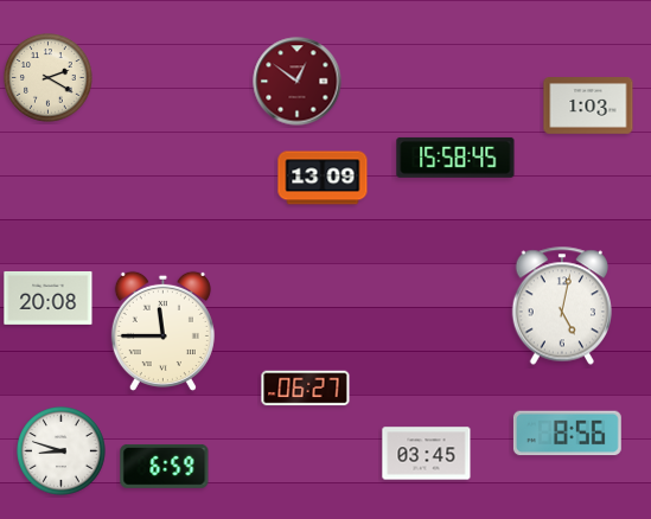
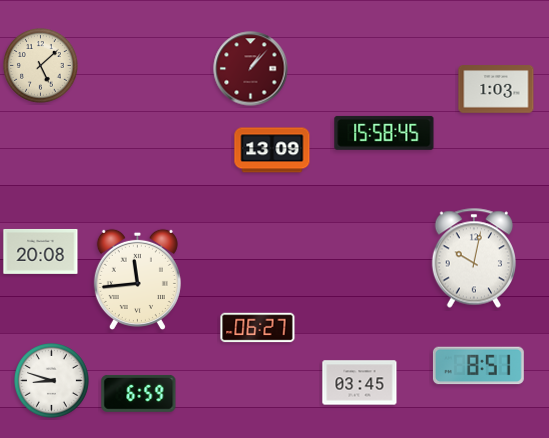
clock at (49, 78): 2:20 -> 5:08
clock at (298, 82): 12:51 -> 1:07
clock at (561, 306): 5:02 -> 10:02
clock at (162, 331): 11:45 -> 11:44
clock at (567, 434): 8:56 -> 8:51
